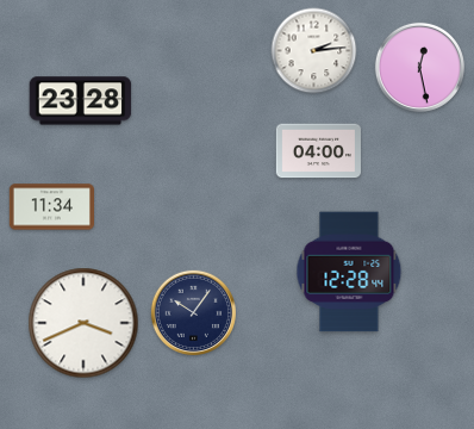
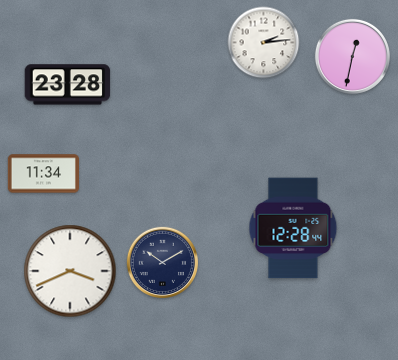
clock at (419, 67): 12:28 -> 12:32
clock at (318, 151): 04:00 -> none
clock at (193, 312): 10:06 -> 10:10
